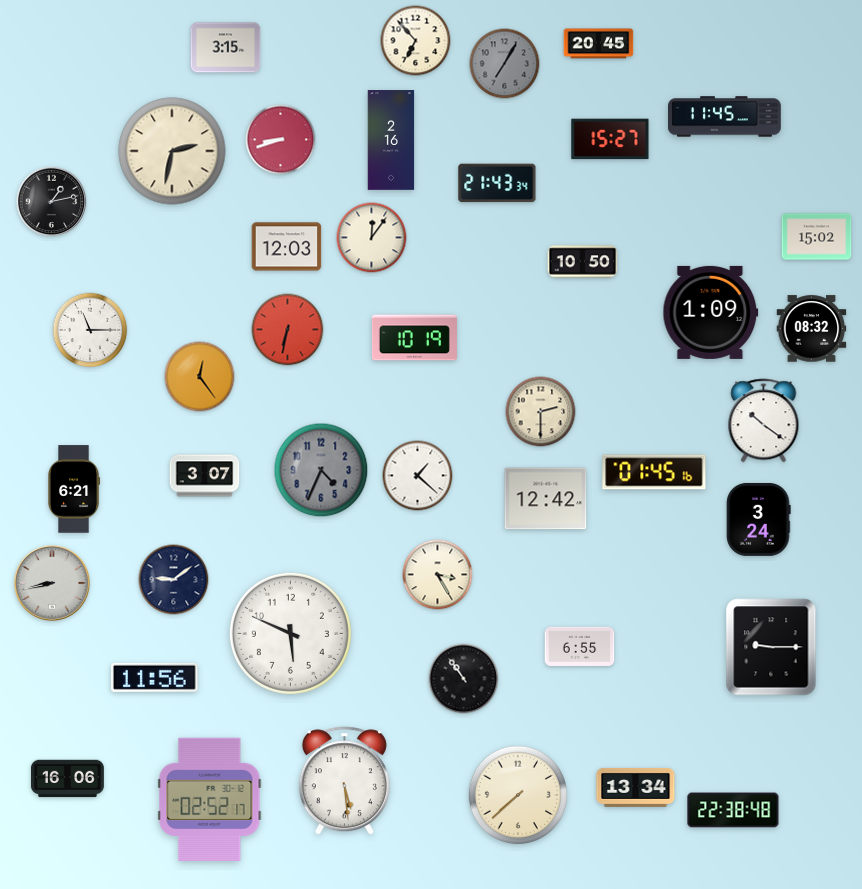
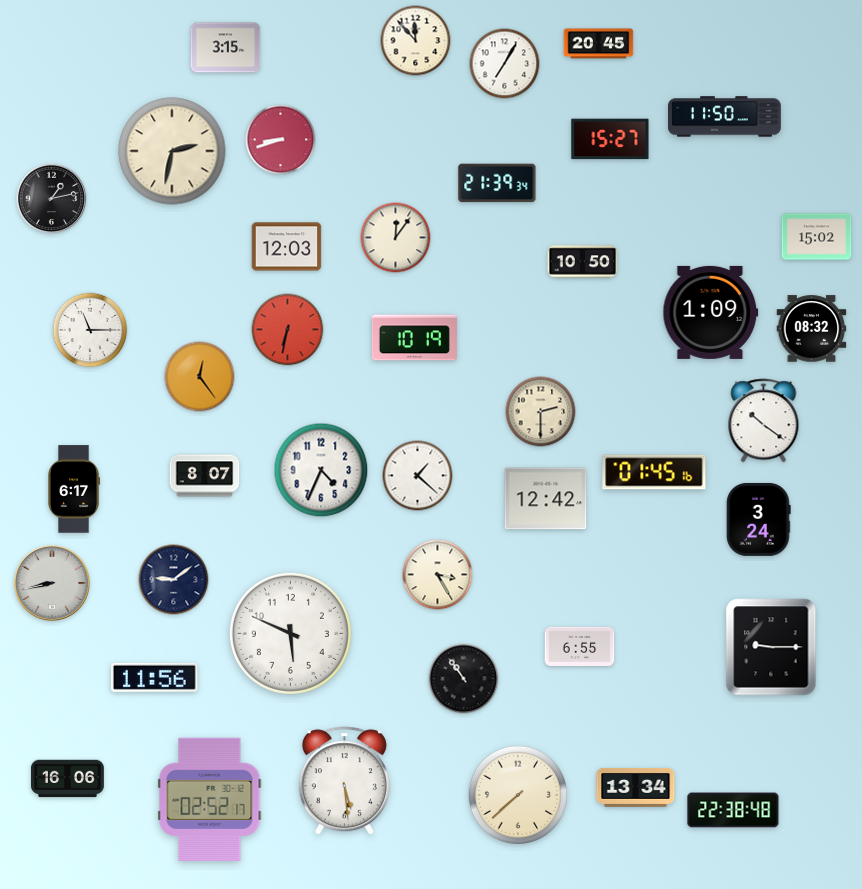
clock at (416, 41): 6:53 -> 11:53
clock at (505, 64) dial: grey -> white
clock at (725, 117): 11:45 -> 11:50
clock at (391, 140): 2:16 -> none
clock at (497, 183): 21:43 -> 21:39
clock at (52, 202) position: (52, 202) -> (52, 199)
clock at (372, 238) position: (372, 238) -> (396, 238)
clock at (321, 470) dial: grey -> white
clock at (205, 476): 3:07 -> 8:07
clock at (75, 489): 6:21 -> 6:17
